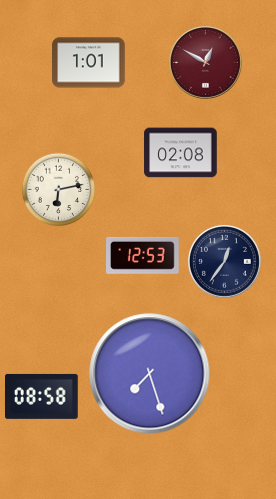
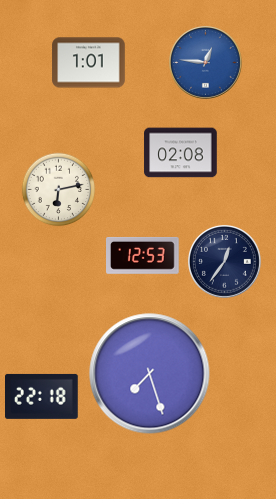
clock at (205, 62): 12:50 -> 12:46
clock at (205, 62) dial: burgundy -> blue
clock at (42, 396): 08:58 -> 22:18
